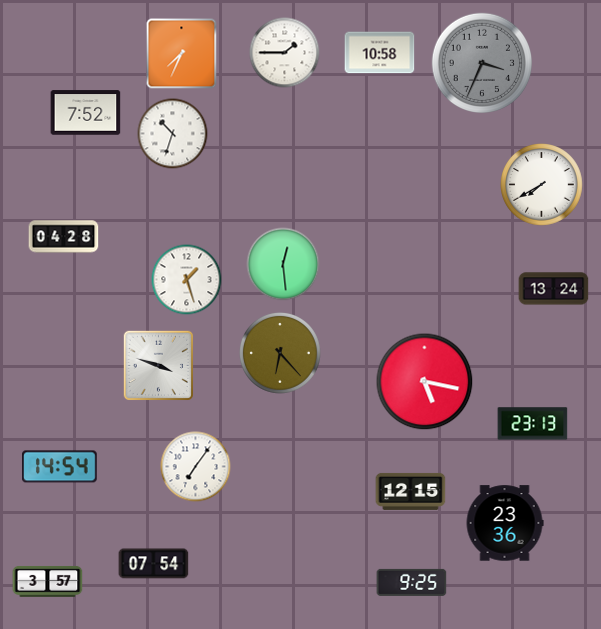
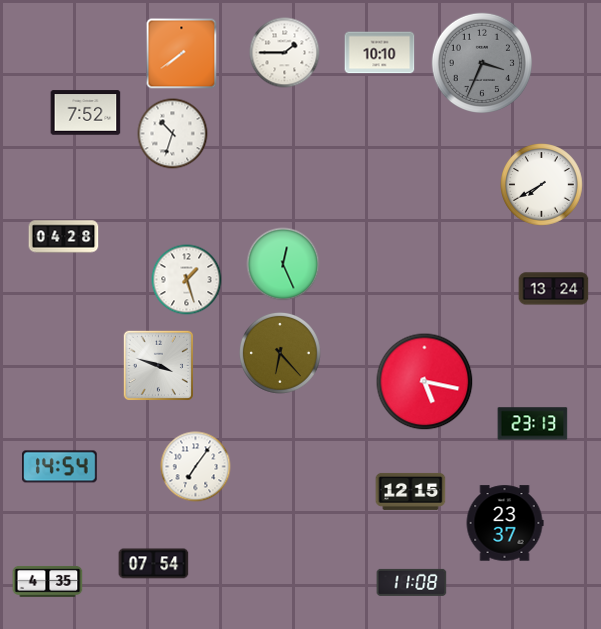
clock at (380, 53): 10:58 -> 10:10
clock at (182, 54): 7:34 -> 7:39
clock at (283, 264): 12:29 -> 12:26
clock at (505, 523): 23:36 -> 23:37
clock at (48, 581): 3:57 -> 4:35
clock at (412, 582): 9:25 -> 11:08
